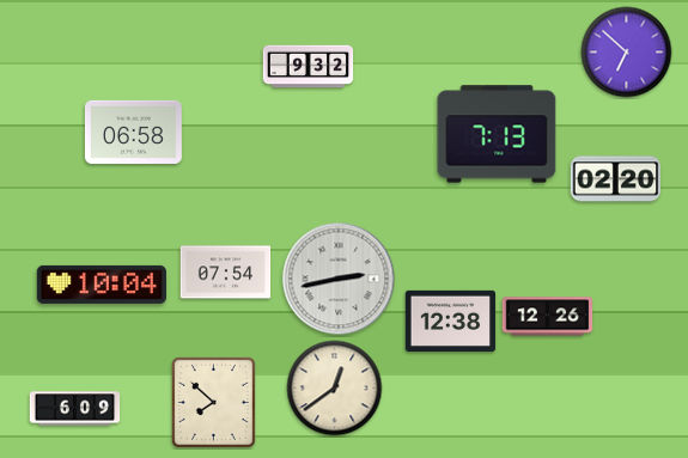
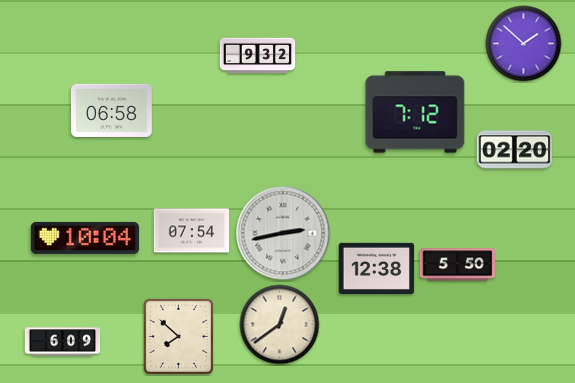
clock at (627, 53): 6:52 -> 1:52
clock at (497, 134): 7:13 -> 7:12
clock at (226, 273) position: (226, 273) -> (192, 231)
clock at (548, 317): 12:26 -> 5:50
